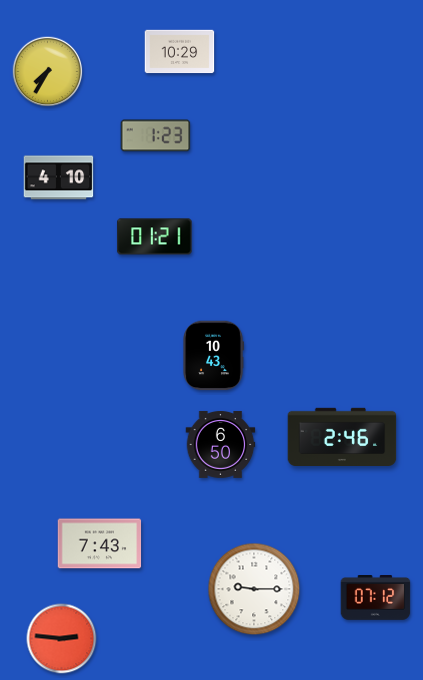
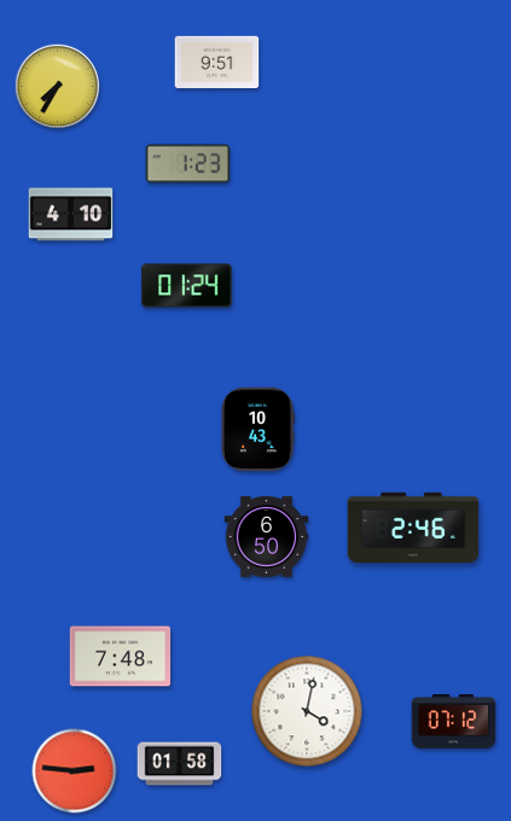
clock at (180, 52): 10:29 -> 9:51
clock at (155, 237): 01:21 -> 01:24
clock at (100, 544): 7:43 -> 7:48
clock at (254, 589): 9:15 -> 4:02
clock at (180, 764): none -> 01:58
